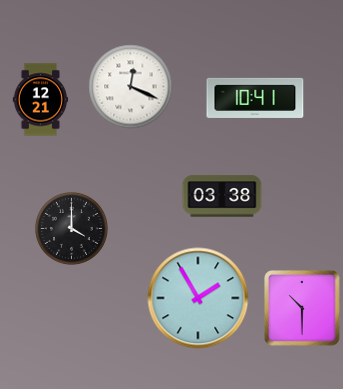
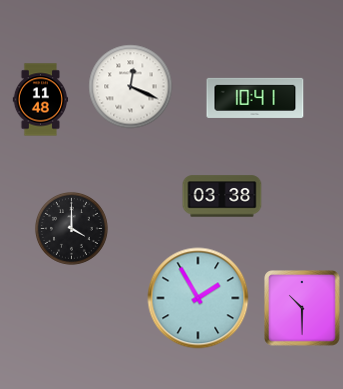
clock at (41, 100): 12:21 -> 11:48
